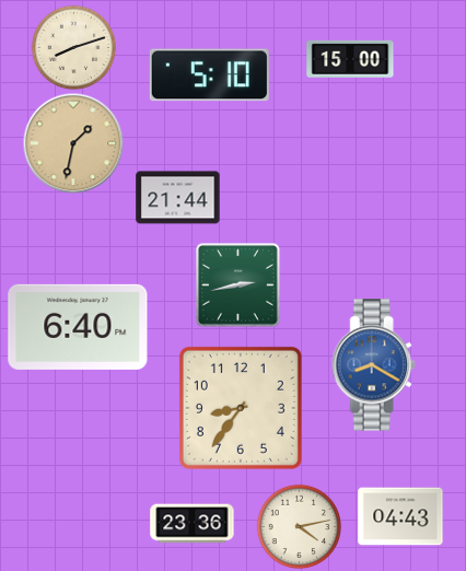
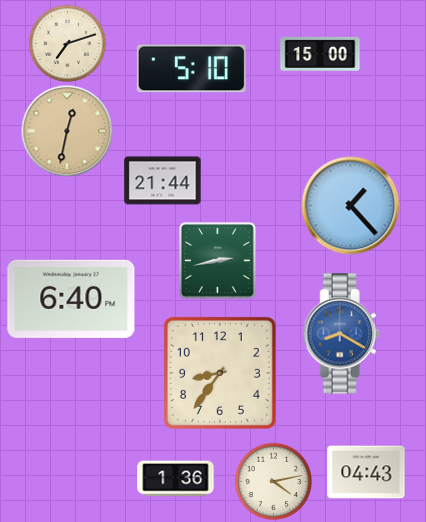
clock at (73, 47): 8:12 -> 7:12
clock at (73, 143): 1:32 -> 12:32
clock at (351, 206): none -> 1:23
clock at (193, 524): 23:36 -> 1:36
